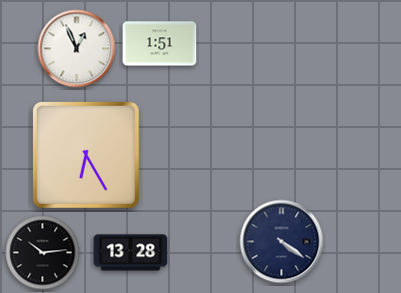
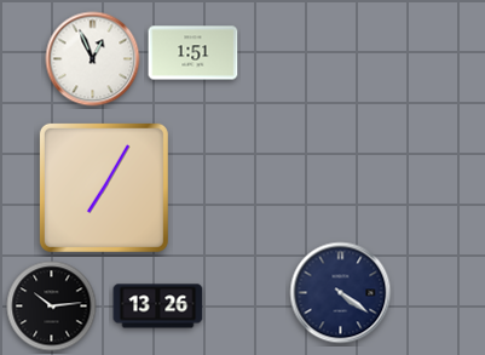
clock at (86, 155): 6:25 -> 7:05
clock at (131, 253): 13:28 -> 13:26
